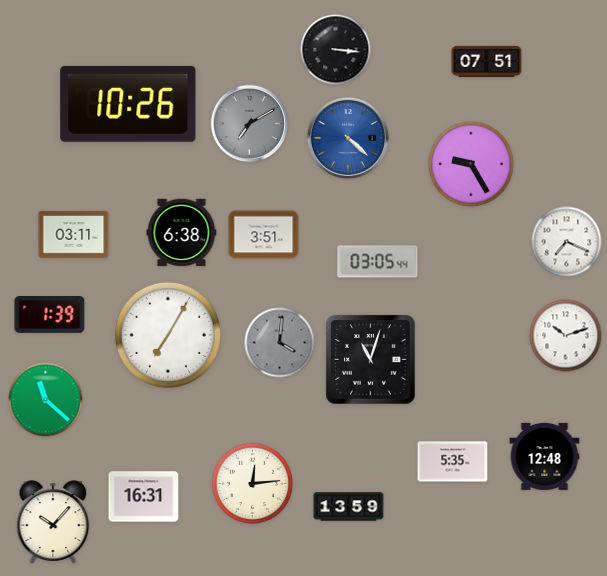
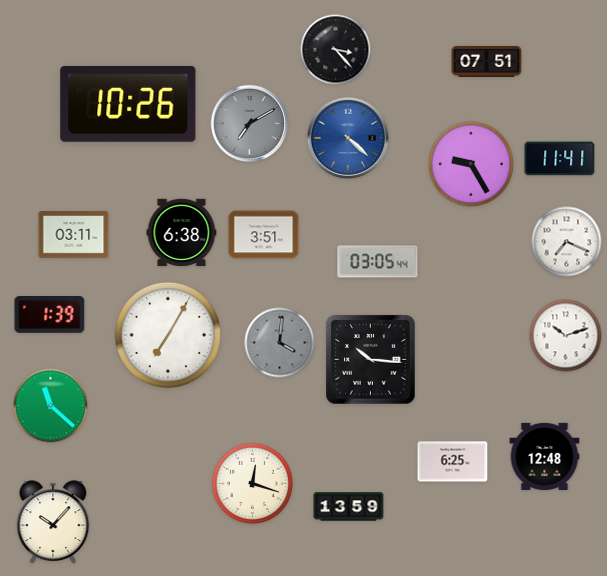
clock at (336, 50): 3:16 -> 3:23
clock at (560, 159): none -> 11:41
clock at (371, 360): 11:03 -> 10:16
clock at (46, 400) position: (46, 400) -> (51, 406)
clock at (453, 462): 5:35 -> 6:25
clock at (253, 484): 12:14 -> 12:18
clock at (144, 497): 16:31 -> none
